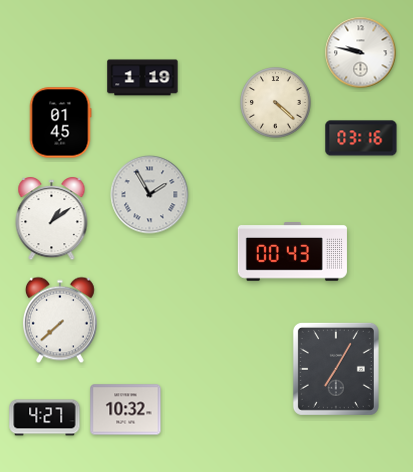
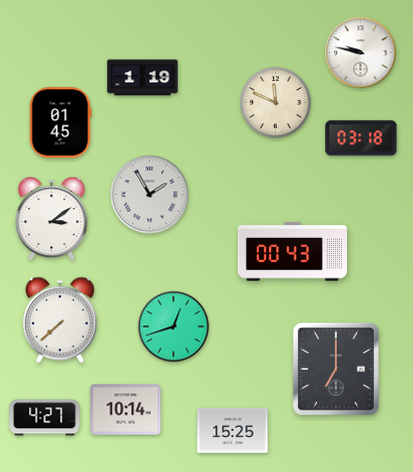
clock at (276, 103): 4:22 -> 11:49
clock at (361, 138): 03:16 -> 03:18
clock at (52, 220): 1:09 -> 3:09
clock at (174, 327): none -> 12:42
clock at (336, 369): 7:05 -> 7:00
clock at (126, 410): 10:32 -> 10:14
clock at (233, 431): none -> 15:25
